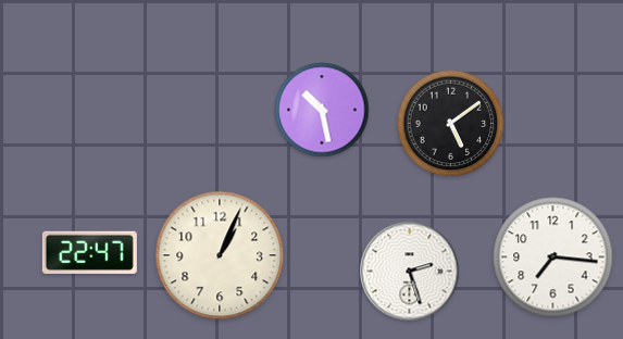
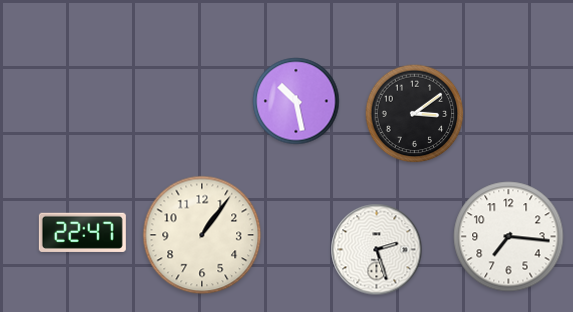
clock at (451, 124): 5:09 -> 3:09
clock at (220, 255): 1:04 -> 1:06
